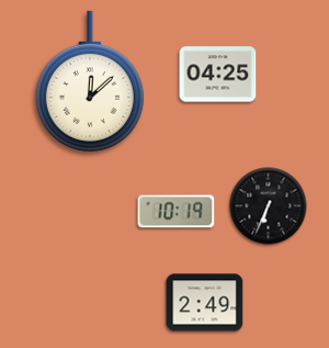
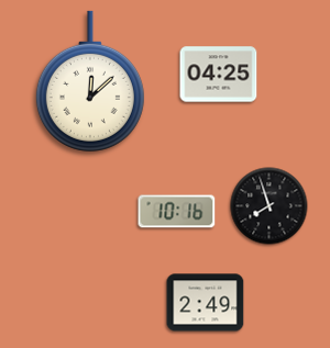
clock at (269, 206): 6:34 -> 7:57
clock at (177, 212): 10:19 -> 10:16
